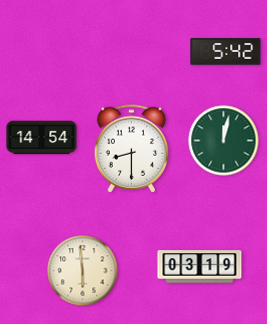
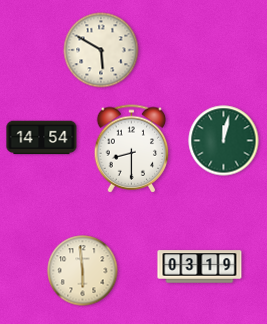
clock at (101, 50): none -> 5:50
clock at (226, 52): 5:42 -> none
